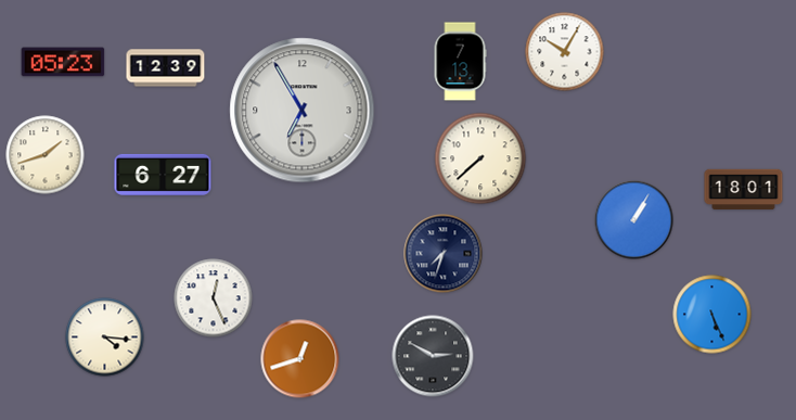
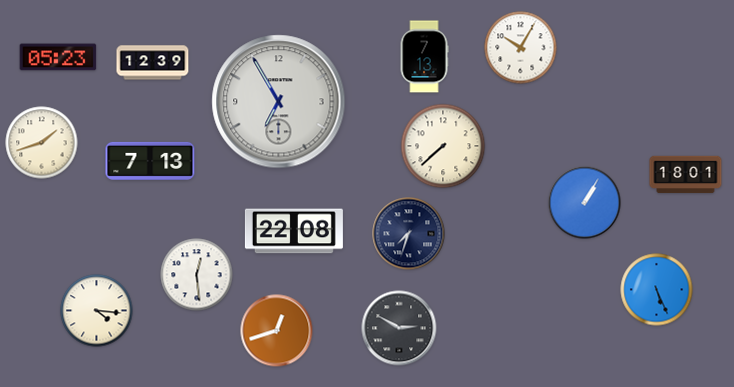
clock at (163, 175): 6:27 -> 7:13
clock at (294, 231): none -> 22:08
clock at (214, 298): 12:26 -> 12:29
